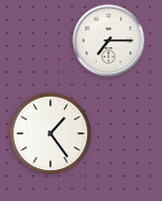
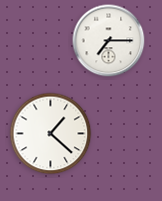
clock at (51, 134): 1:24 -> 1:22
